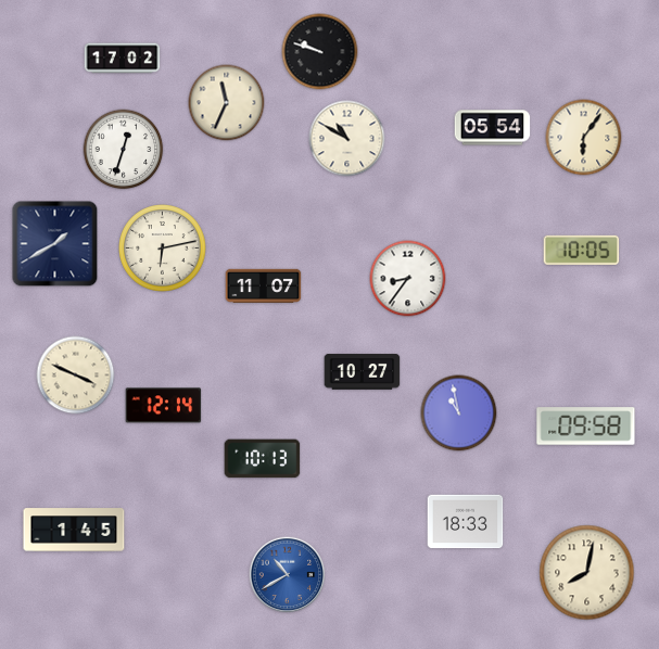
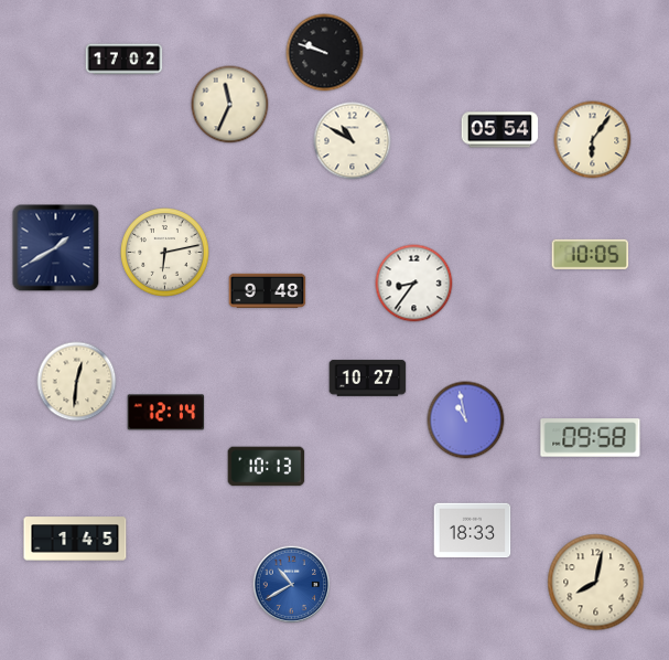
clock at (124, 150): 12:33 -> none
clock at (264, 285): 11:07 -> 9:48
clock at (76, 376): 3:49 -> 12:31
clock at (586, 427) position: (586, 427) -> (591, 438)
